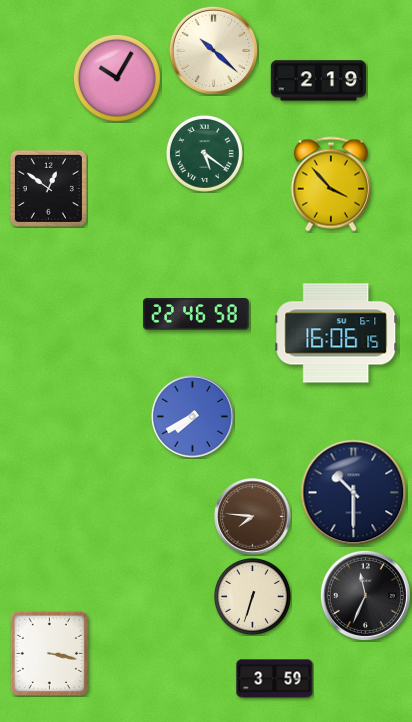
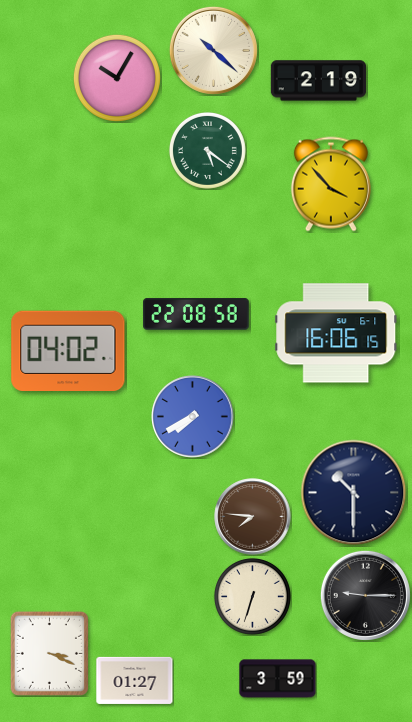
clock at (204, 153) position: (204, 153) -> (207, 150)
clock at (48, 188): 12:51 -> none
clock at (196, 314): 22:46 -> 22:08
clock at (68, 351): none -> 04:02
clock at (365, 595): 11:34 -> 9:15
clock at (49, 653): 3:17 -> 3:19
clock at (275, 679) position: (275, 679) -> (278, 679)
clock at (135, 680): none -> 01:27
